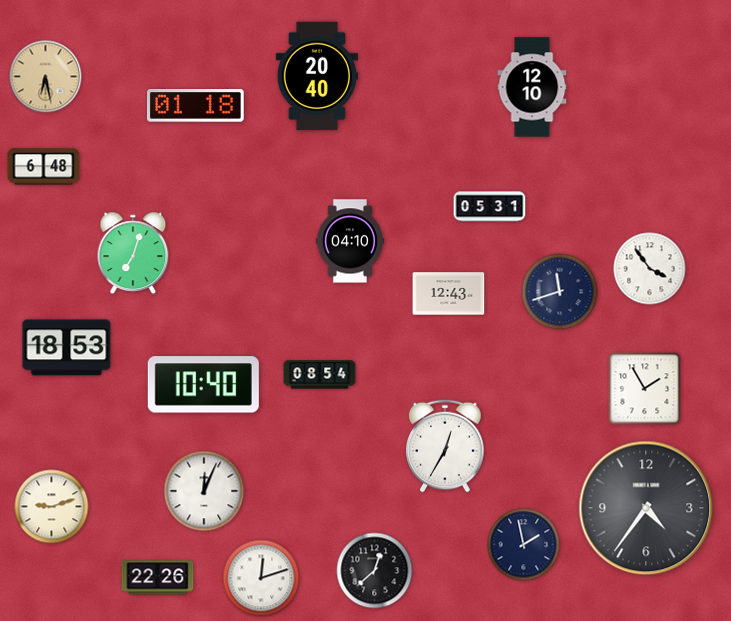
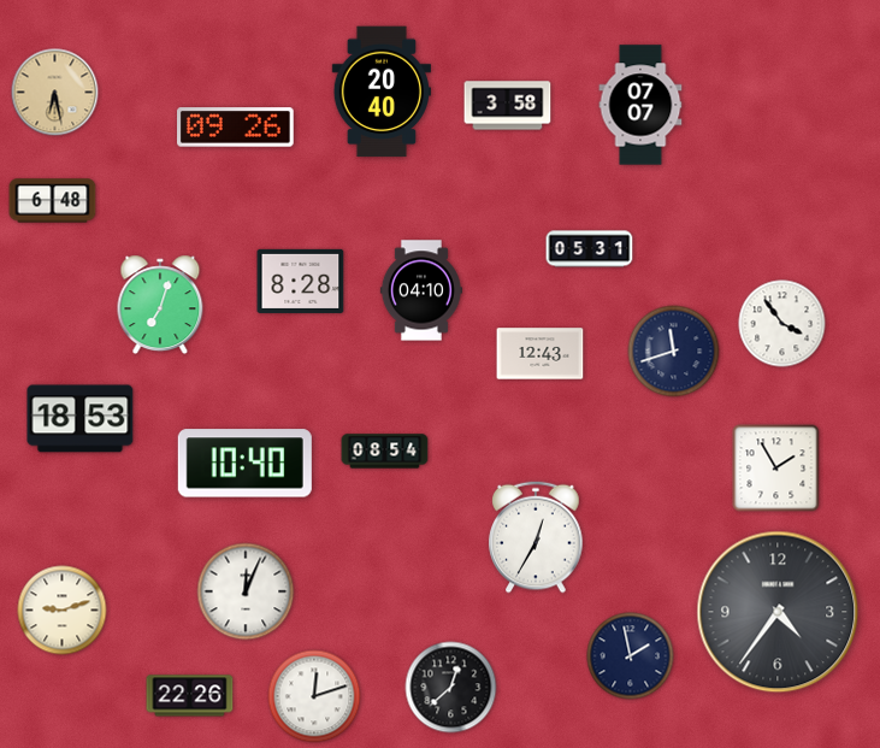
clock at (532, 87): 12:10 -> 07:07
clock at (508, 106): none -> 3:58
clock at (196, 106): 01:18 -> 09:26
clock at (301, 281): none -> 8:28
